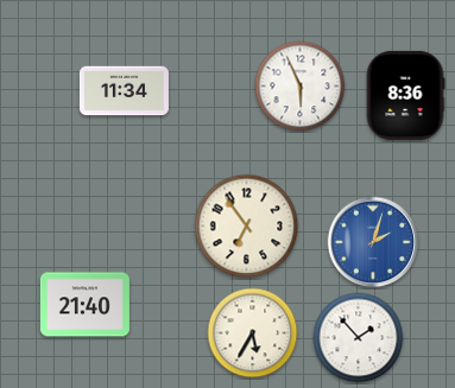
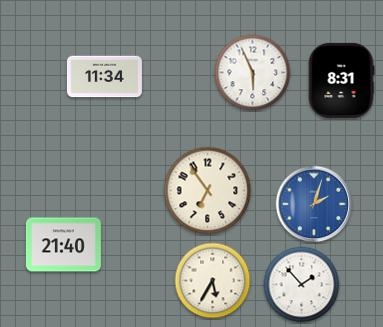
clock at (405, 95): 8:36 -> 8:31
clock at (84, 305) position: (84, 305) -> (63, 245)
